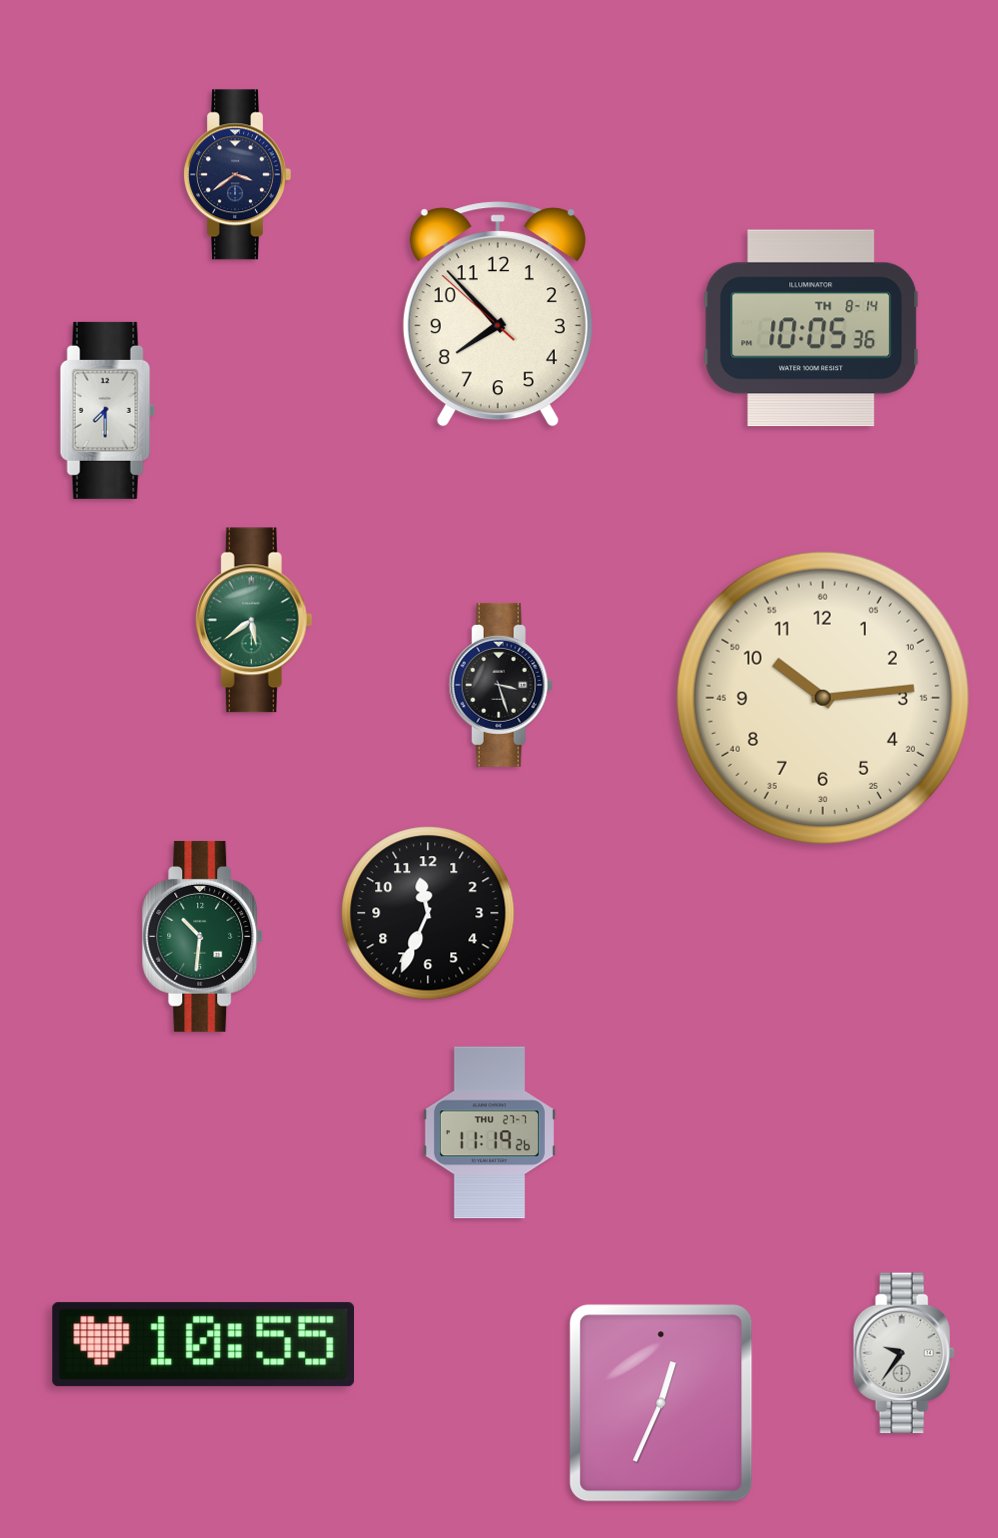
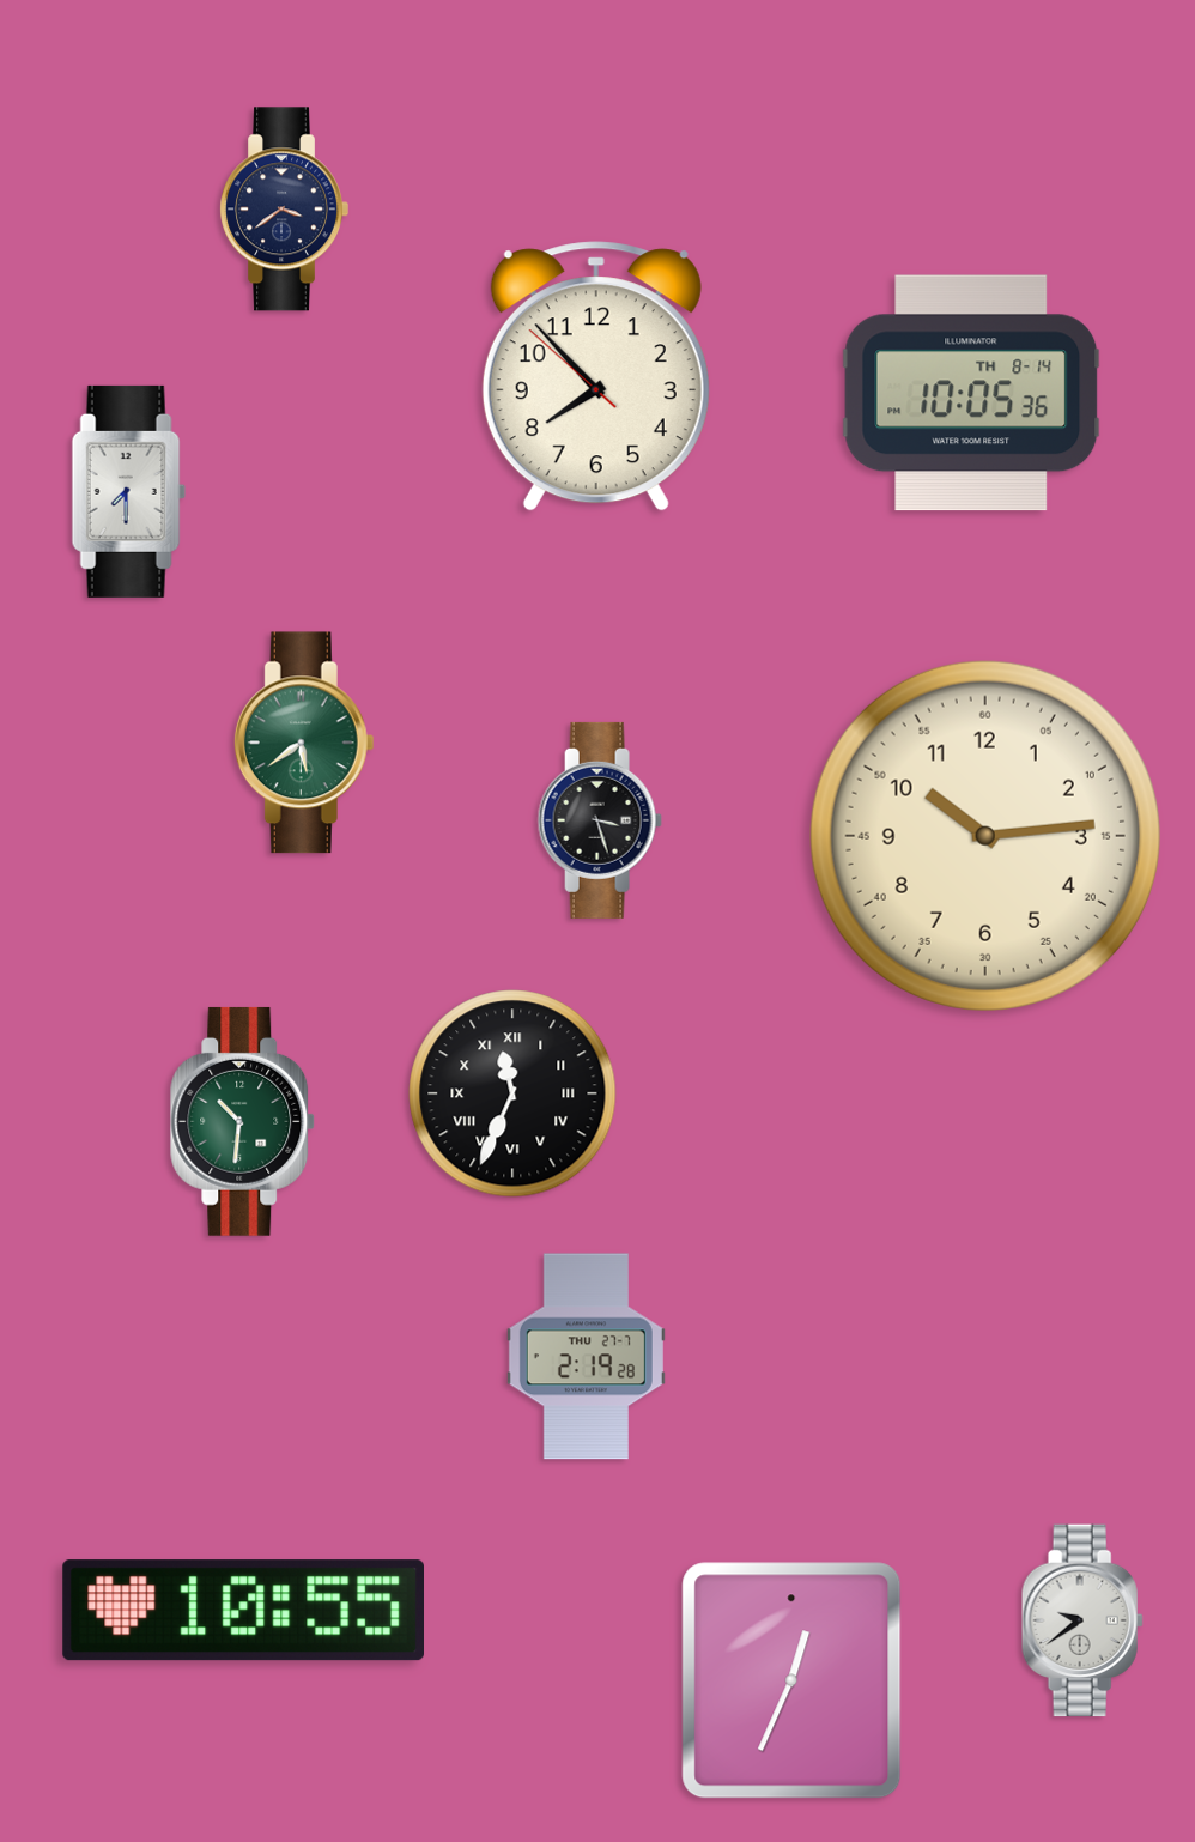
clock at (428, 913) numerals: Arabic -> Roman
clock at (489, 1133): 11:19 -> 2:19
clock at (904, 1353): 9:36 -> 9:39
